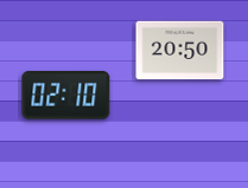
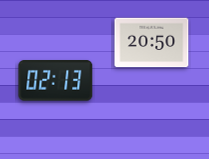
clock at (66, 96): 02:10 -> 02:13
